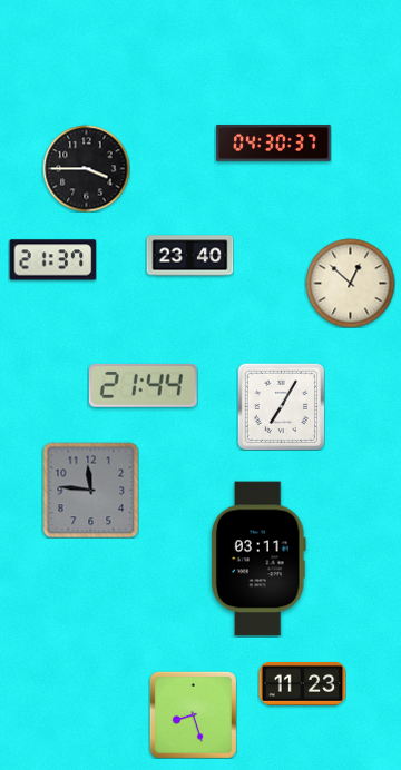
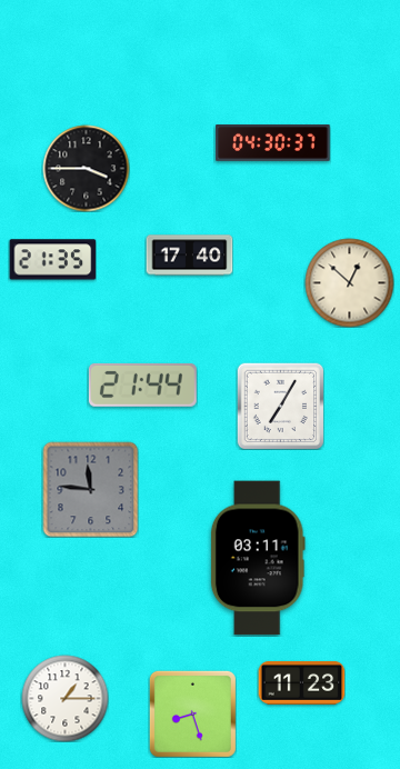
clock at (189, 256): 23:40 -> 17:40
clock at (52, 260): 21:37 -> 21:35
clock at (64, 698): none -> 1:15
